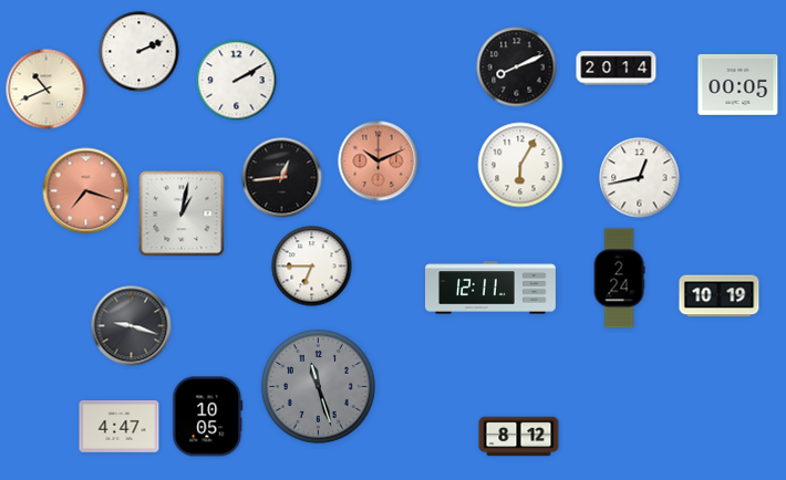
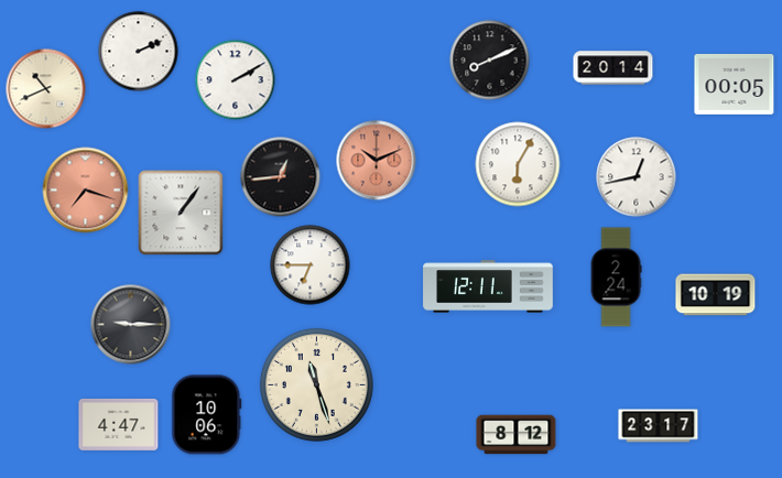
clock at (517, 67) position: (517, 67) -> (490, 61)
clock at (182, 213): 1:02 -> 1:06
clock at (132, 326): 9:18 -> 9:15
clock at (318, 386) dial: grey -> cream
clock at (208, 417): 10:05 -> 10:06
clock at (659, 426): none -> 23:17
